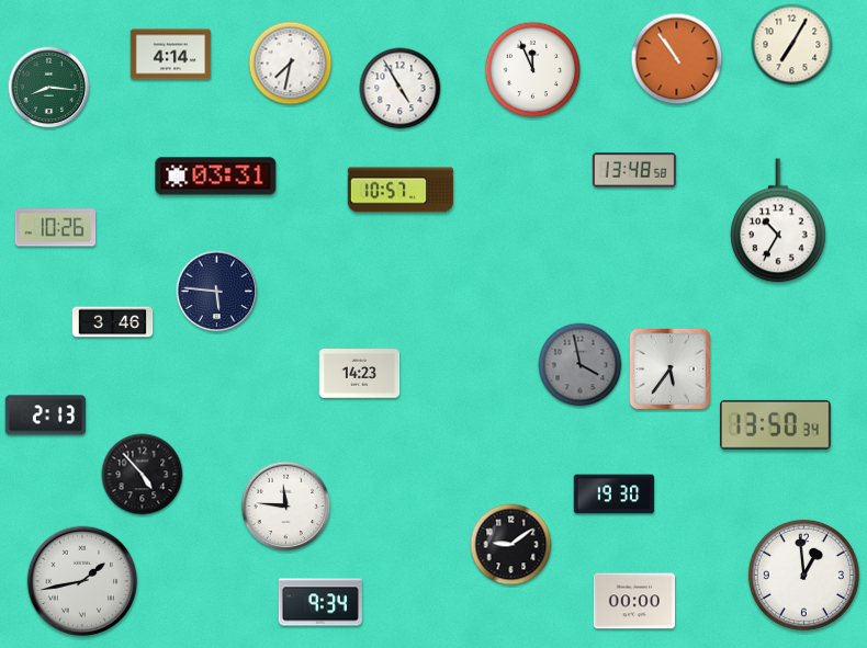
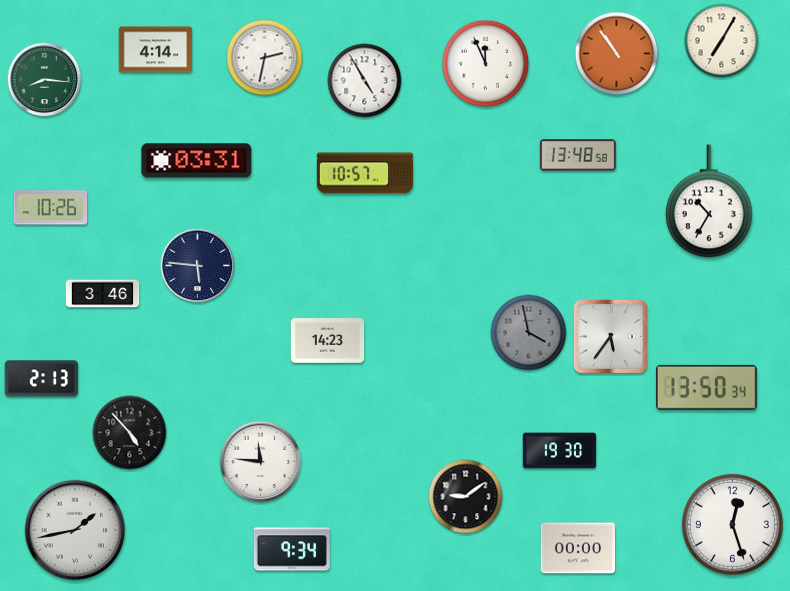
clock at (291, 64): 7:32 -> 2:32
clock at (803, 575): 12:59 -> 12:27
